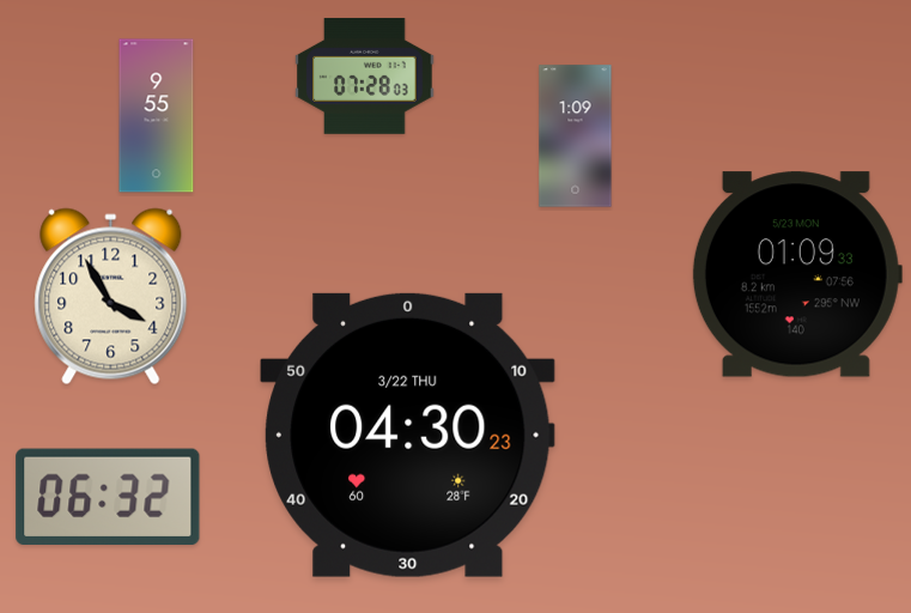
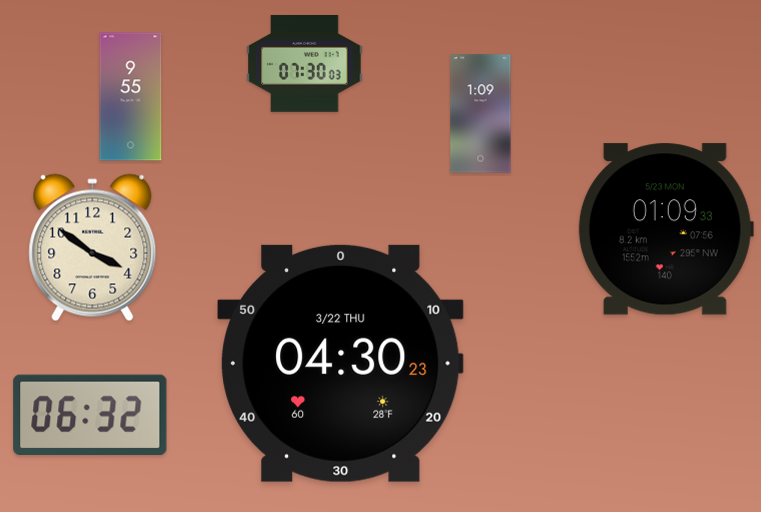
clock at (365, 75): 07:28 -> 07:30
clock at (111, 297): 3:55 -> 3:51
